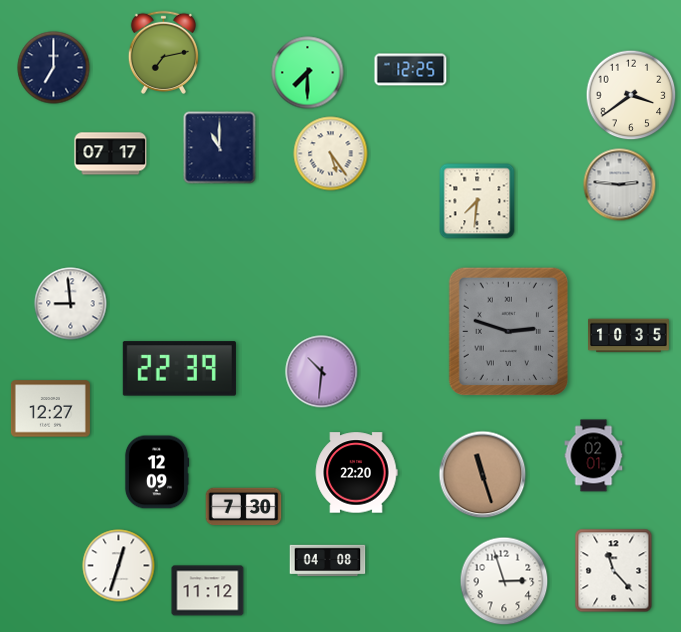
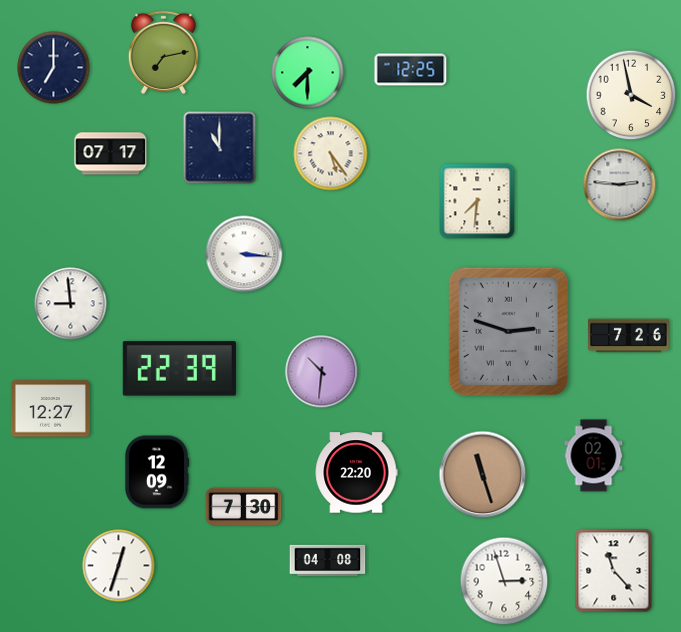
clock at (631, 95): 3:39 -> 3:58
clock at (244, 254): none -> 3:16
clock at (629, 336): 10:35 -> 7:26
clock at (208, 591): 11:12 -> none
